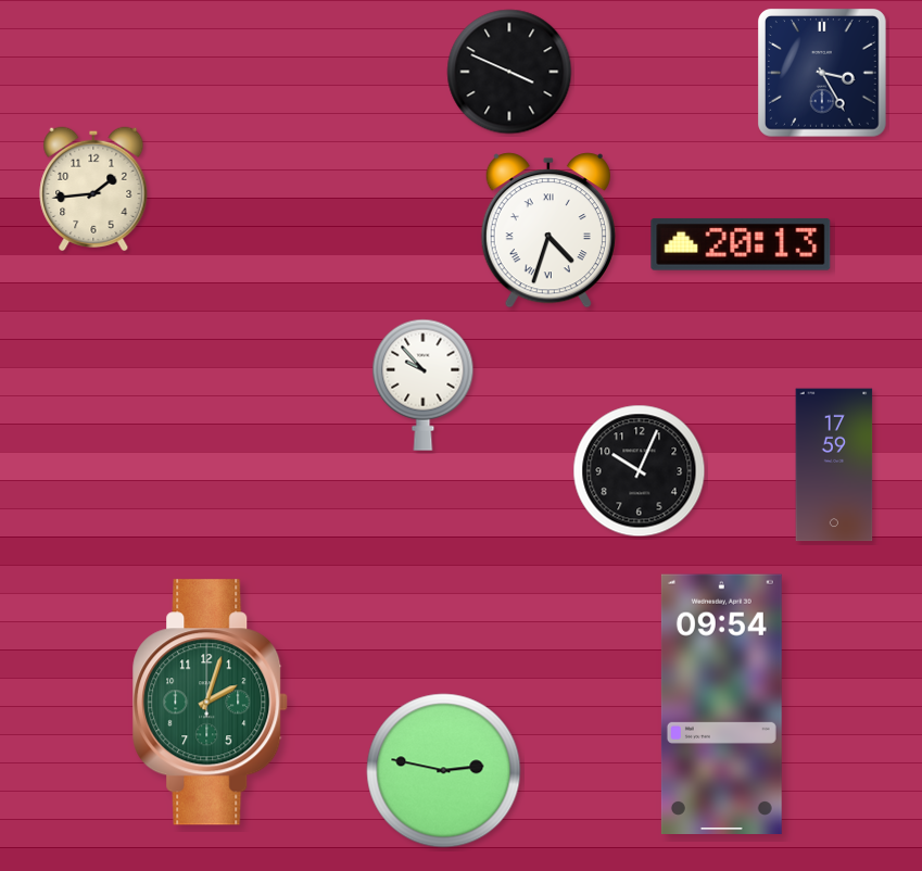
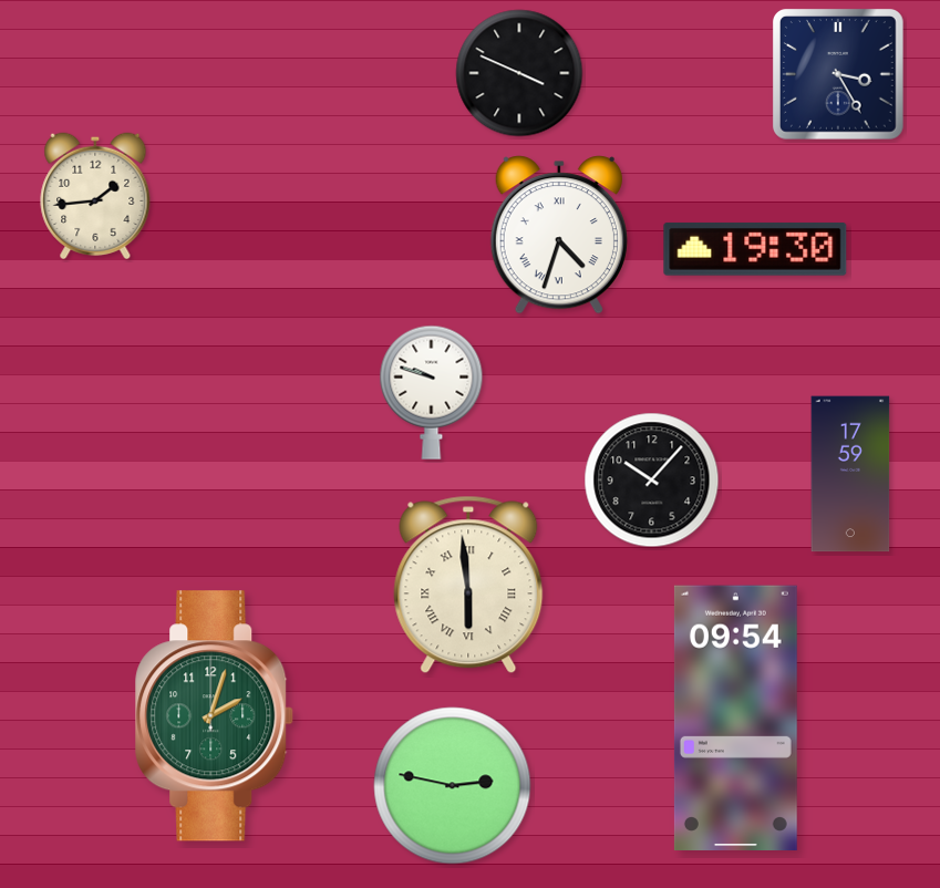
clock at (93, 189) position: (93, 189) -> (95, 196)
clock at (741, 244): 20:13 -> 19:30
clock at (424, 384): 9:53 -> 9:48
clock at (640, 471): 10:04 -> 10:07
clock at (468, 585): none -> 5:59
